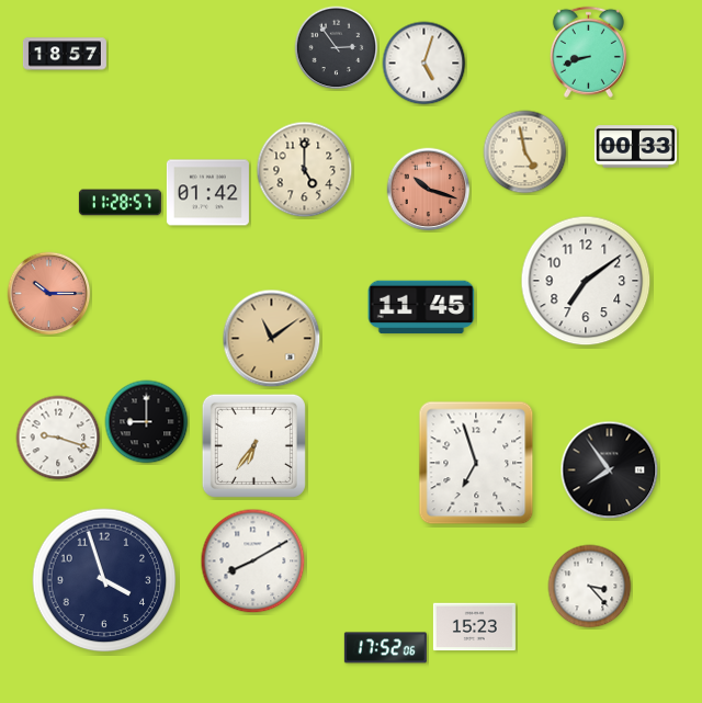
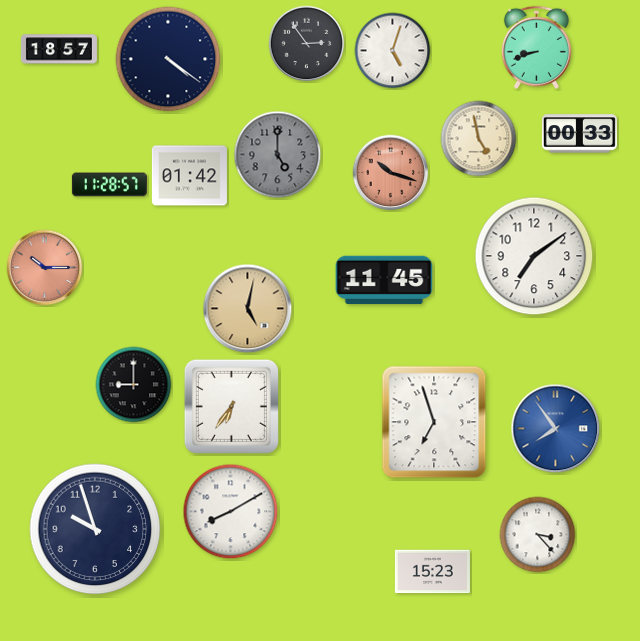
clock at (424, 64) position: (424, 64) -> (393, 51)
clock at (168, 59): none -> 4:21
clock at (305, 170) dial: cream -> grey
clock at (272, 339): 11:09 -> 5:02
clock at (58, 438): 9:18 -> none
clock at (610, 470) dial: black -> blue
clock at (104, 580): 3:57 -> 9:57
clock at (385, 648): 17:52 -> none
